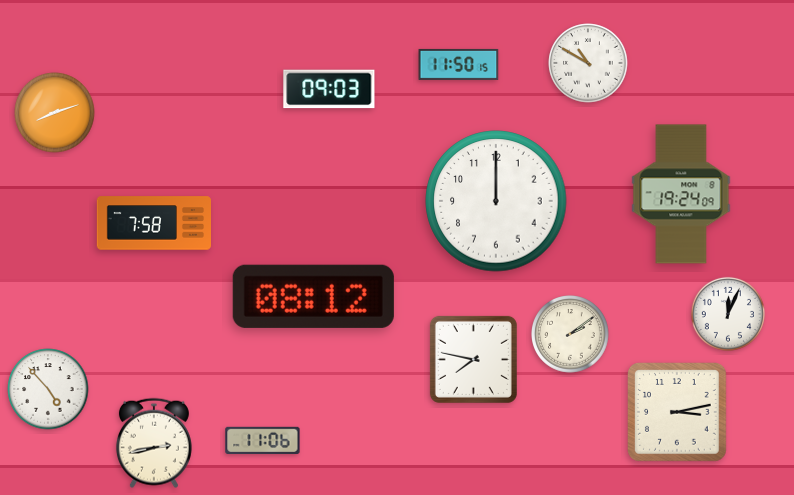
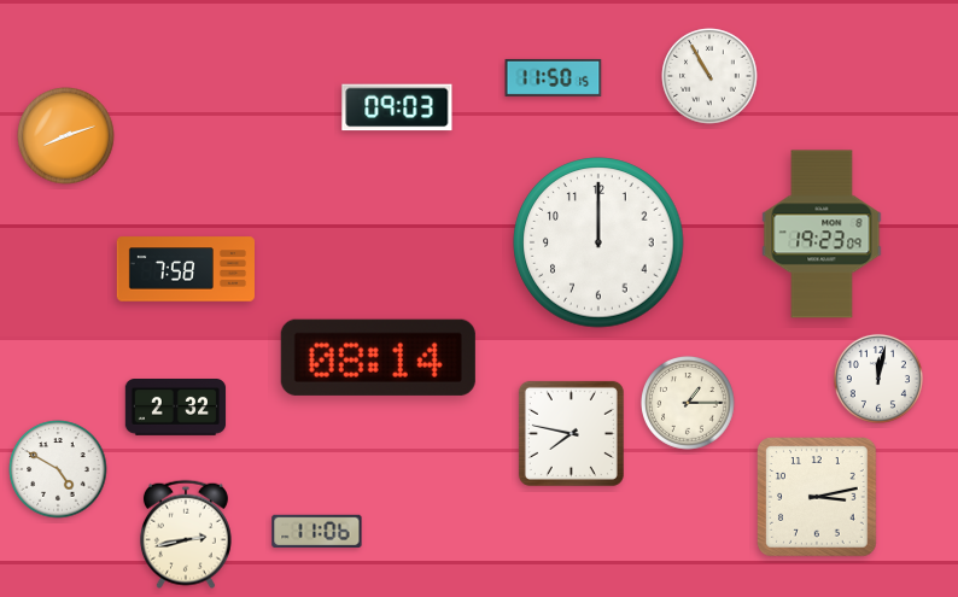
clock at (588, 63): 10:50 -> 10:55
clock at (681, 194): 19:24 -> 19:23
clock at (313, 296): 08:12 -> 08:14
clock at (728, 314): 12:04 -> 12:02
clock at (571, 335): 2:09 -> 1:15
clock at (176, 408): none -> 2:32
clock at (48, 389): 4:53 -> 4:50
